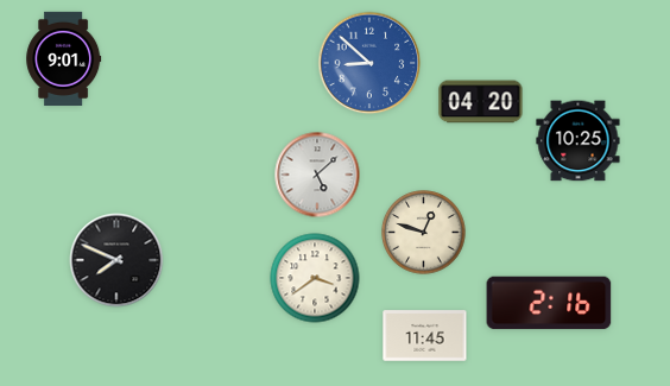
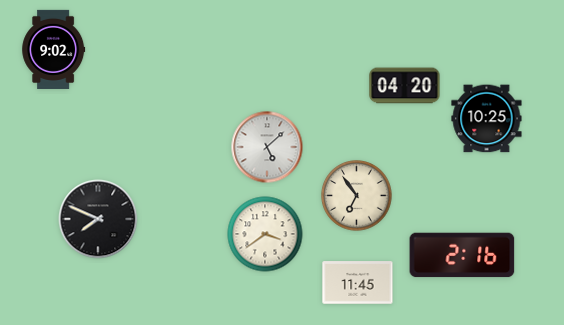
clock at (64, 58): 9:01 -> 9:02
clock at (369, 63): 8:52 -> none
clock at (424, 233): 12:48 -> 6:54
